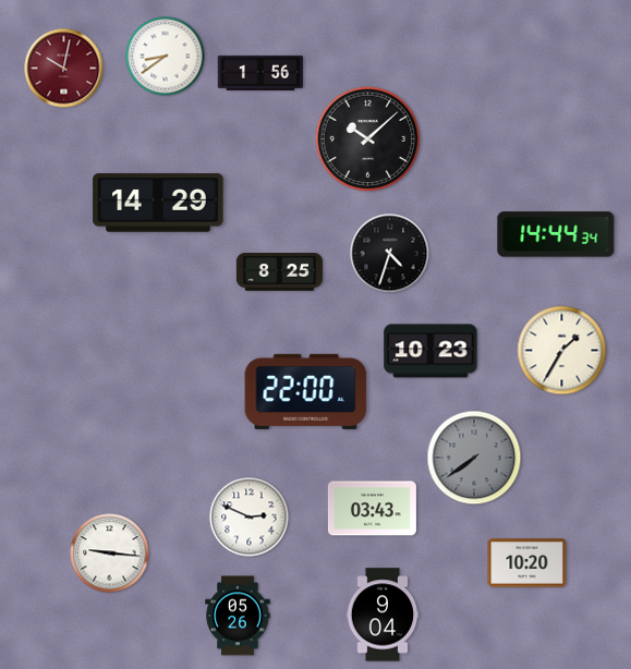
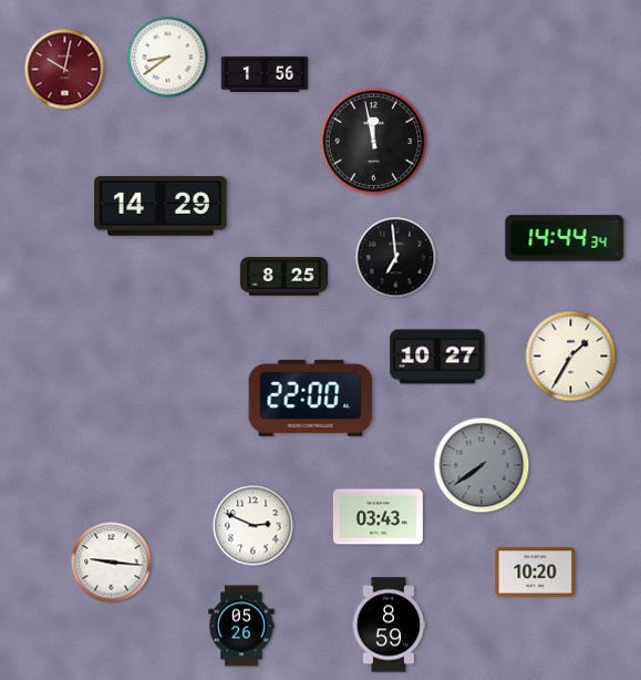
clock at (368, 139): 10:08 -> 11:58
clock at (390, 254): 4:33 -> 6:59
clock at (430, 351): 10:23 -> 10:27
clock at (383, 615): 9:04 -> 8:59
